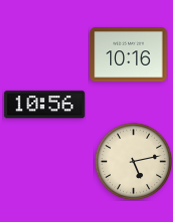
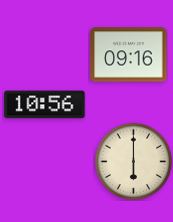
clock at (129, 55): 10:16 -> 09:16
clock at (133, 161): 5:13 -> 6:00
